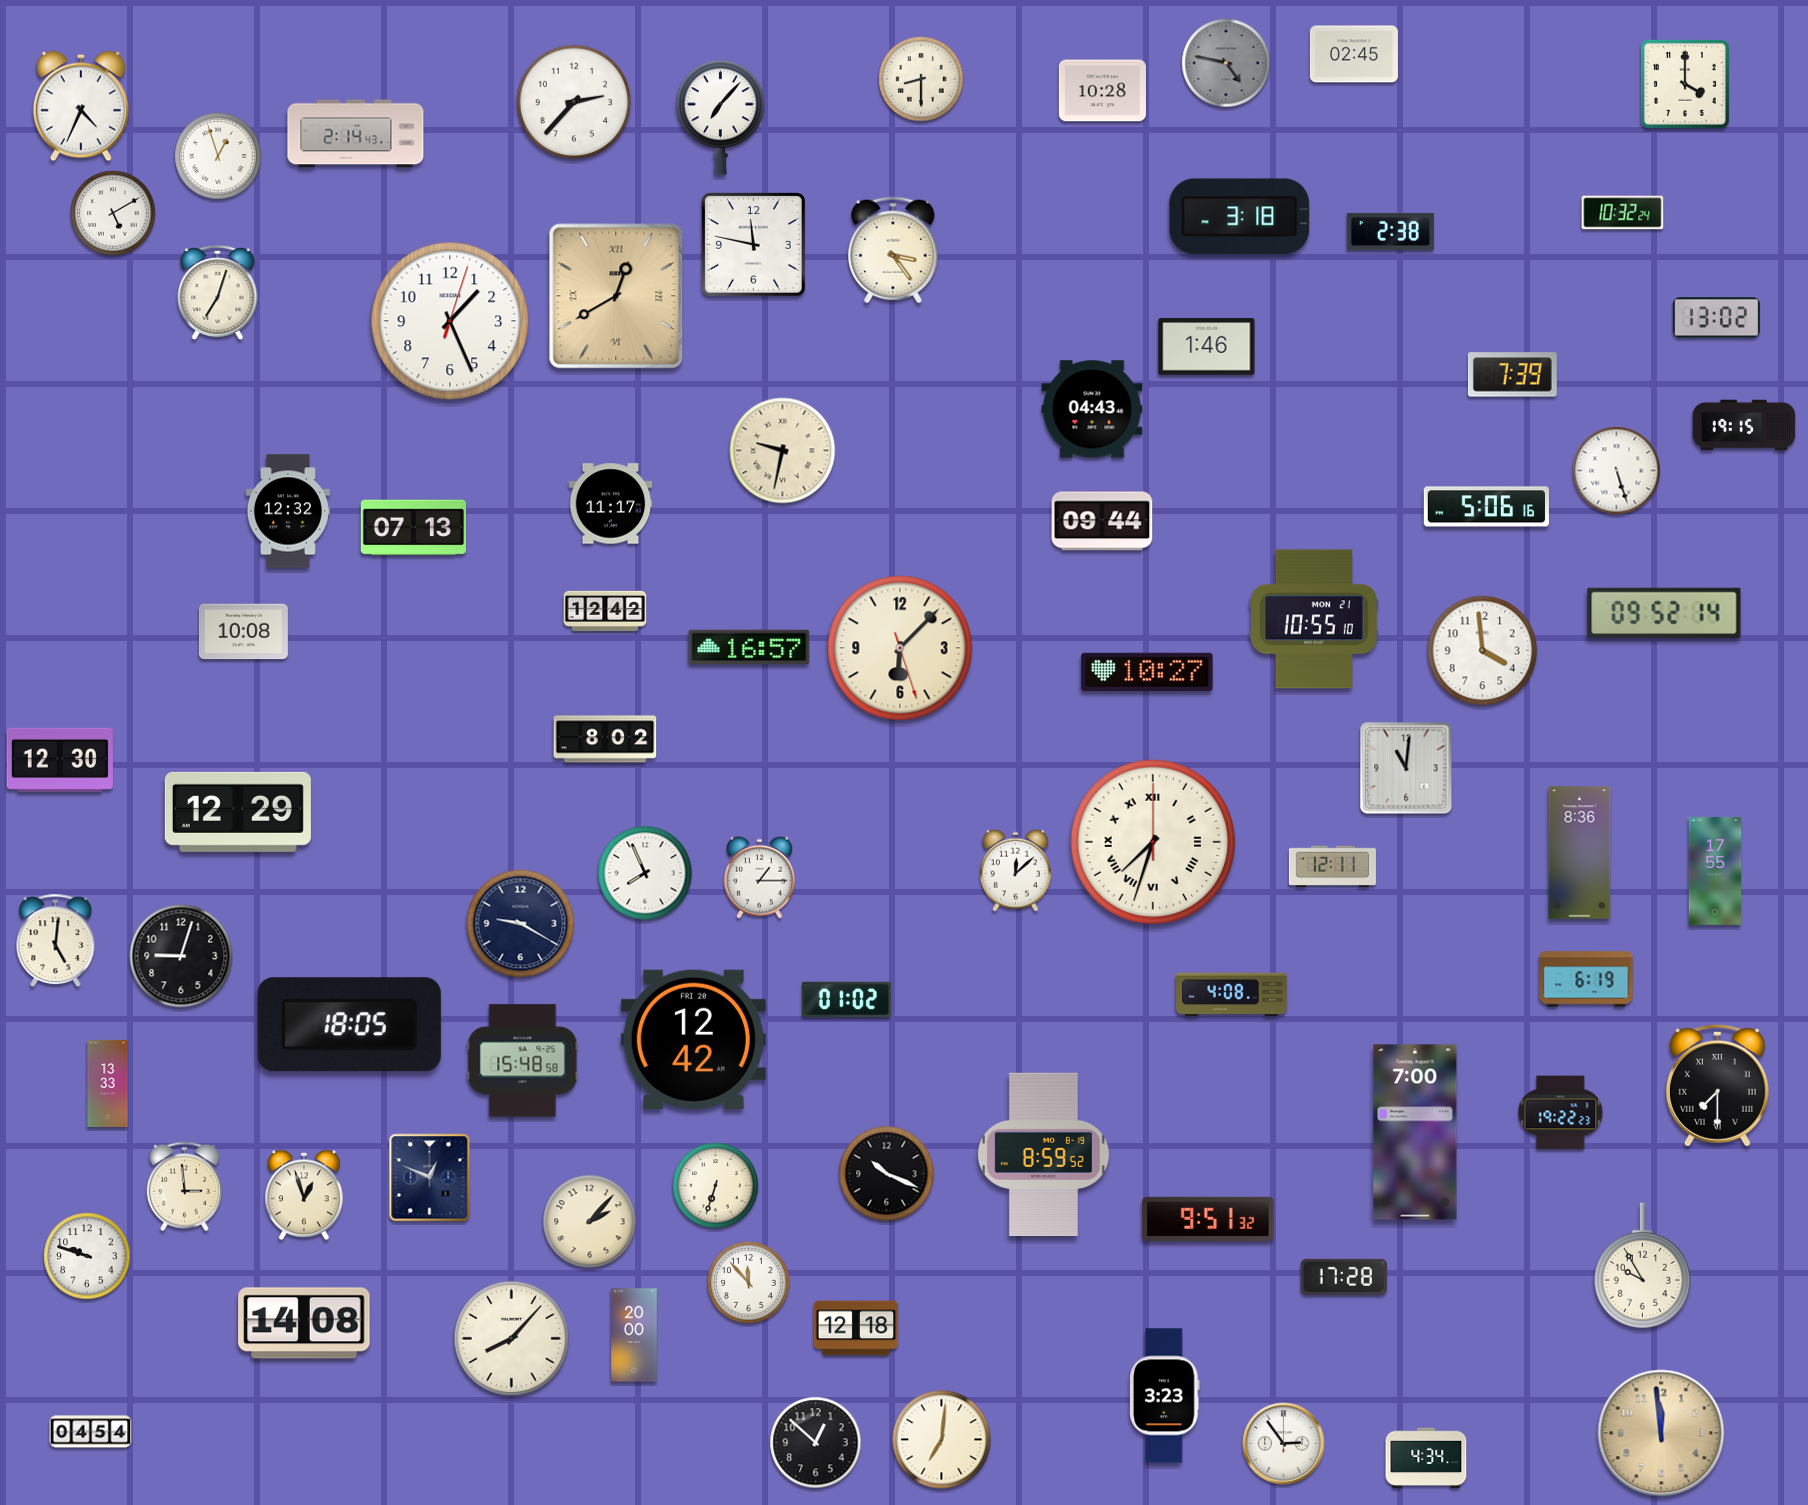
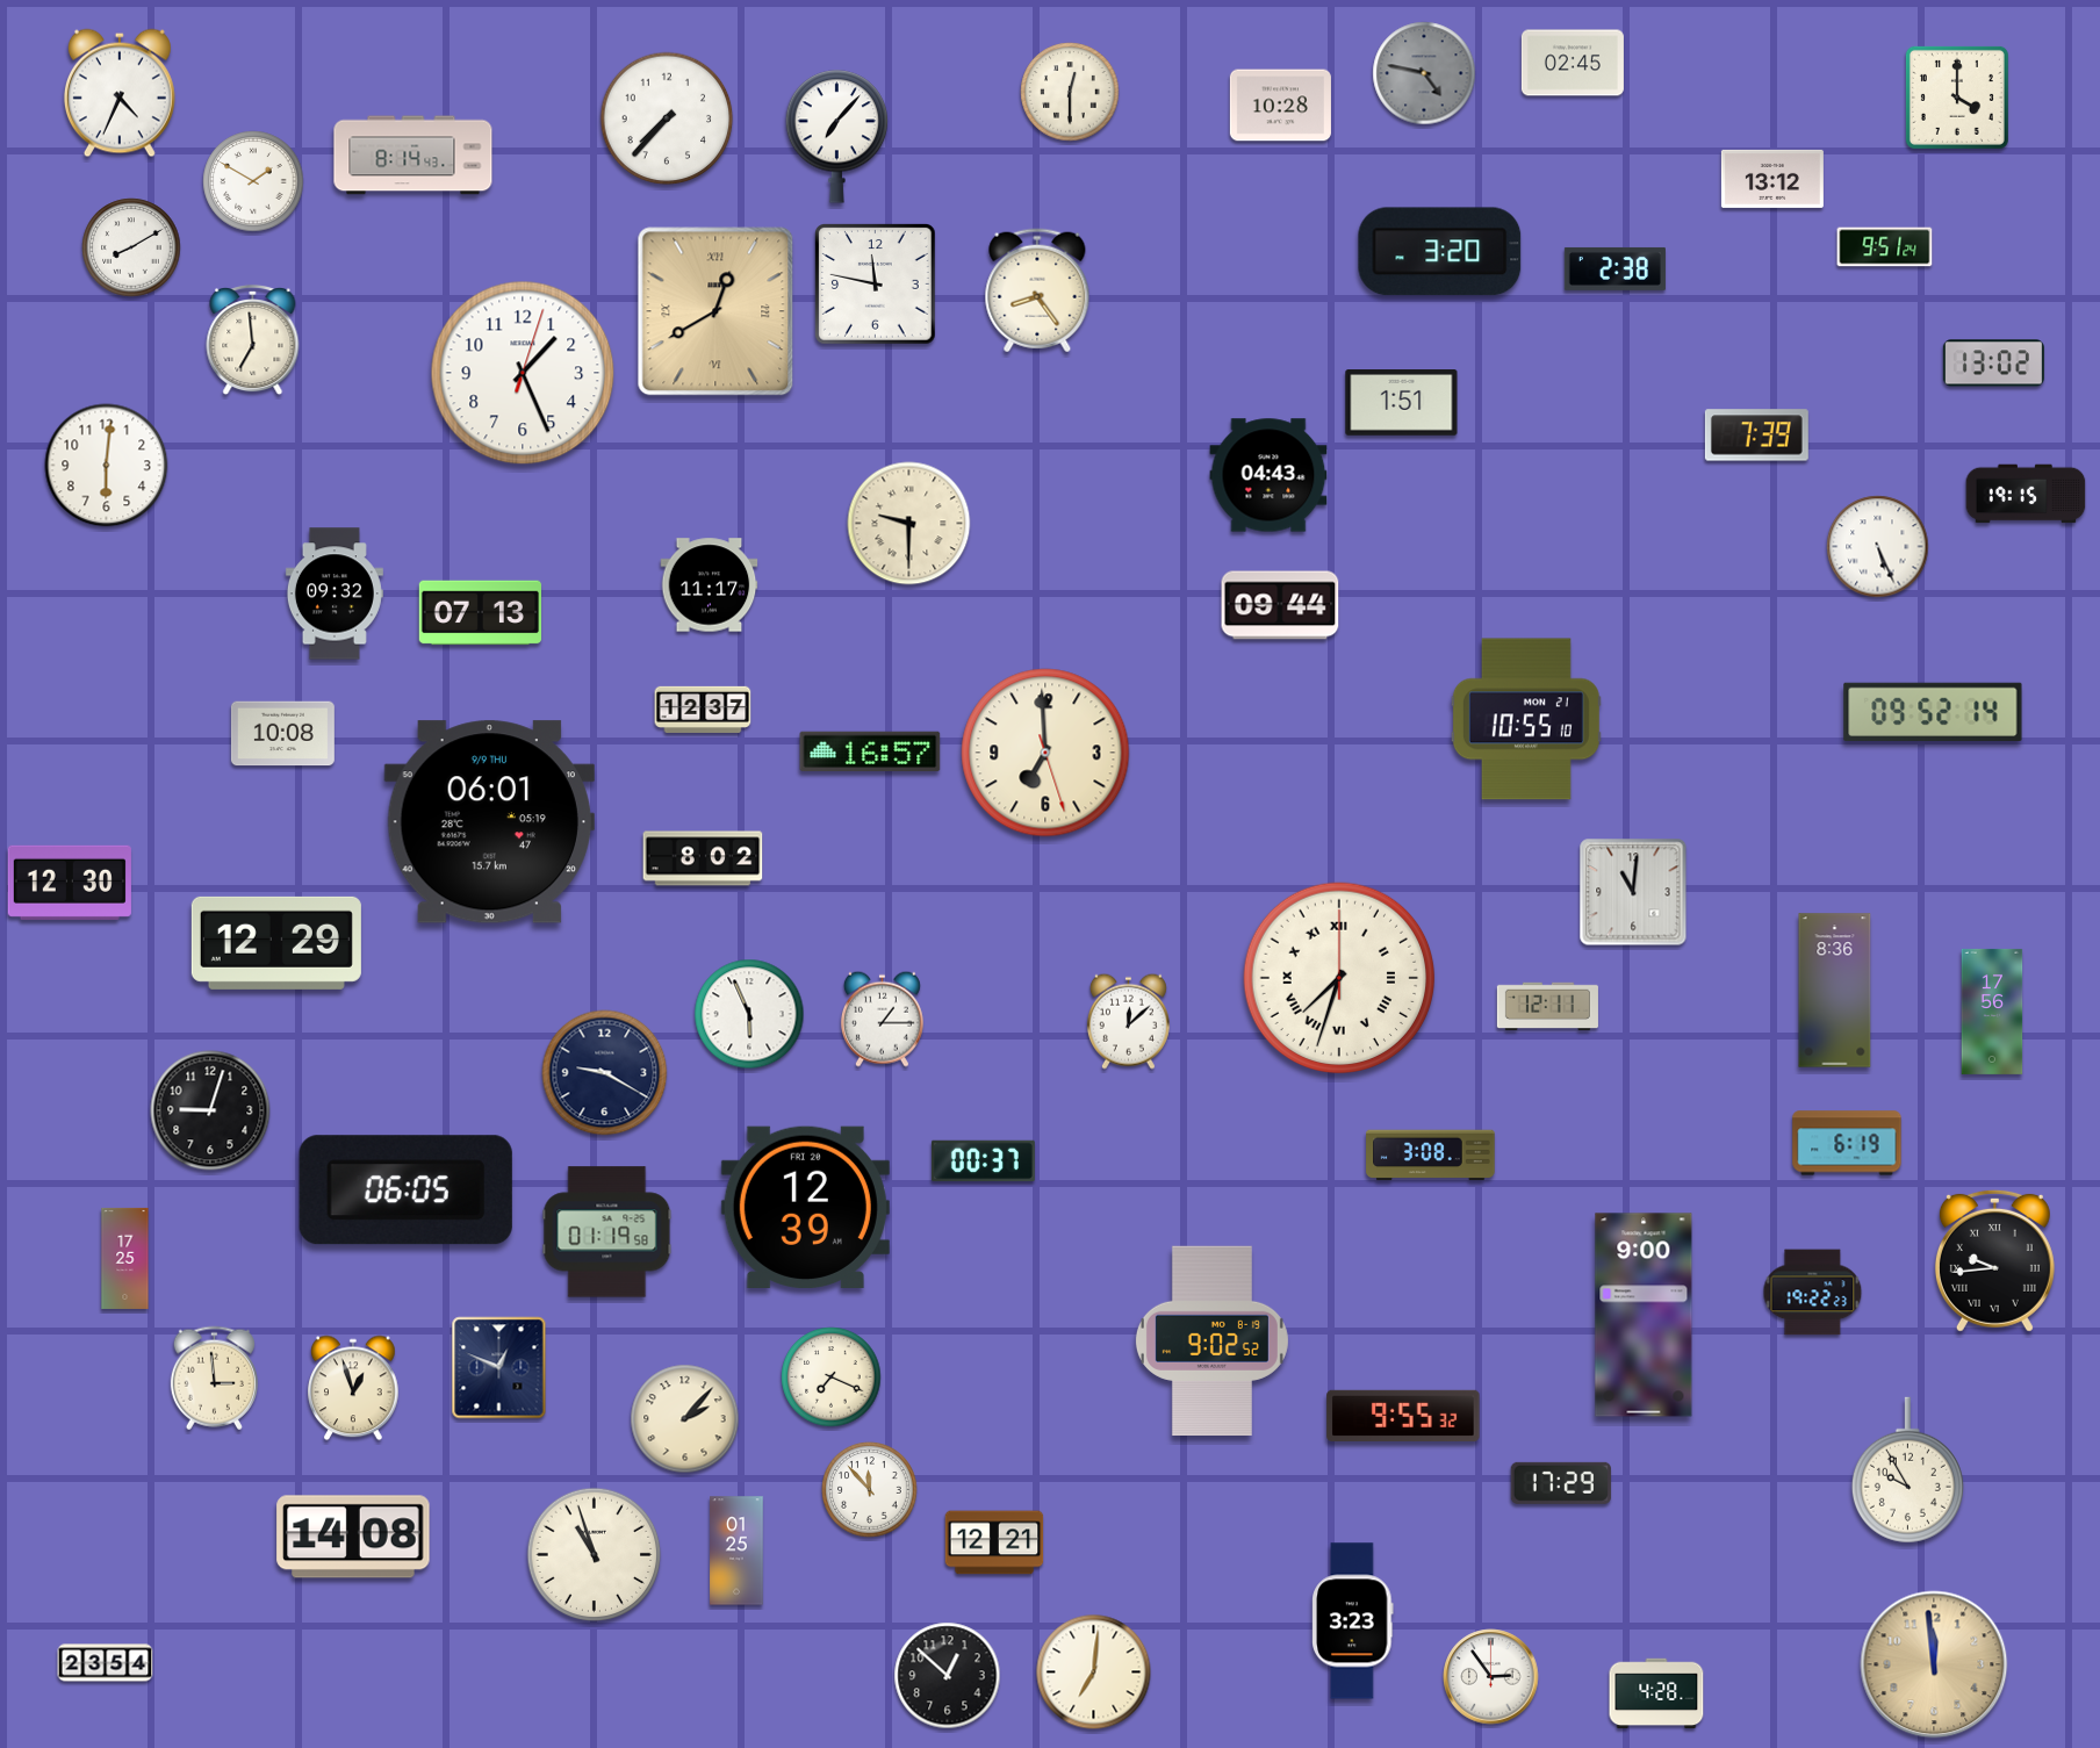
clock at (921, 79): 8:30 -> 12:30
clock at (574, 102): 2:37 -> 7:37
clock at (81, 106) position: (81, 106) -> (120, 93)
clock at (356, 134): 2:14 -> 8:14
clock at (1772, 179): none -> 13:12
clock at (218, 156): 12:57 -> 1:50
clock at (113, 213): 5:10 -> 8:10
clock at (1623, 213): 10:32 -> 9:51
clock at (1240, 217): 3:18 -> 3:20
clock at (893, 250): 3:24 -> 8:24
clock at (218, 293): 7:03 -> 6:59
clock at (616, 296) position: (616, 296) -> (715, 311)
clock at (1716, 318) position: (1716, 318) -> (1993, 364)
clock at (1207, 347): 1:46 -> 1:51
clock at (107, 466): none -> 6:01
clock at (783, 451): 9:32 -> 9:30
clock at (1617, 471): 5:27 -> 5:26
clock at (1486, 507): 5:06 -> none
clock at (288, 511): 12:32 -> 09:32
clock at (605, 611): 12:42 -> 12:37
clock at (900, 648): 6:07 -> 6:59
clock at (1483, 651): 3:59 -> none
clock at (1147, 671): 10:27 -> none
clock at (489, 822): none -> 06:01
clock at (1015, 870) position: (1015, 870) -> (1128, 1021)
clock at (1715, 871): 17:55 -> 17:56
clock at (645, 873): 7:56 -> 5:56
clock at (56, 940): 5:01 -> none
clock at (1586, 979) position: (1586, 979) -> (1847, 1143)
clock at (1232, 995): 4:08 -> 3:08
clock at (846, 1000): 01:02 -> 00:37
clock at (349, 1025): 18:05 -> 06:05
clock at (693, 1039): 12:42 -> 12:39
clock at (523, 1061): 15:48 -> 01:19
clock at (108, 1083): 13:33 -> 17:25
clock at (1717, 1085): 7:30 -> 9:44
clock at (1415, 1132): 7:00 -> 9:00
clock at (1043, 1154): 8:59 -> 9:02
clock at (887, 1174): 10:19 -> none
clock at (716, 1186): 6:33 -> 7:19
clock at (1208, 1219): 9:51 -> 9:55
clock at (87, 1256): 9:48 -> none
clock at (1344, 1277): 17:28 -> 17:29
clock at (856, 1328): 12:18 -> 12:21
clock at (634, 1335): 20:00 -> 01:25
clock at (512, 1339): 8:07 -> 10:57
clock at (91, 1432): 04:54 -> 23:54
clock at (1661, 1433) position: (1661, 1433) -> (1934, 1664)
clock at (1426, 1458): 4:34 -> 4:28
